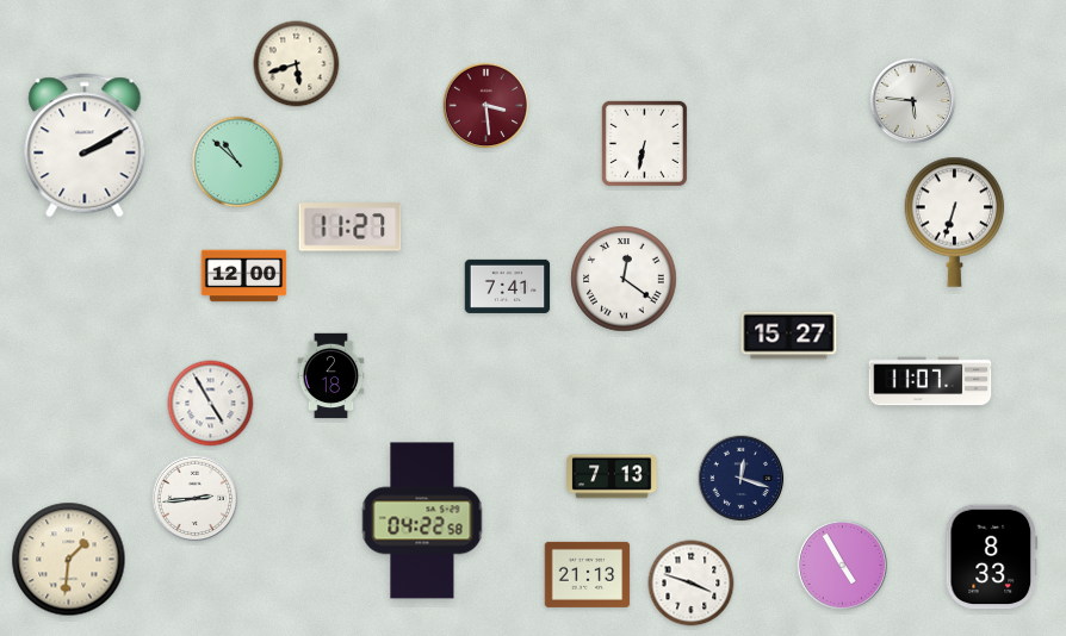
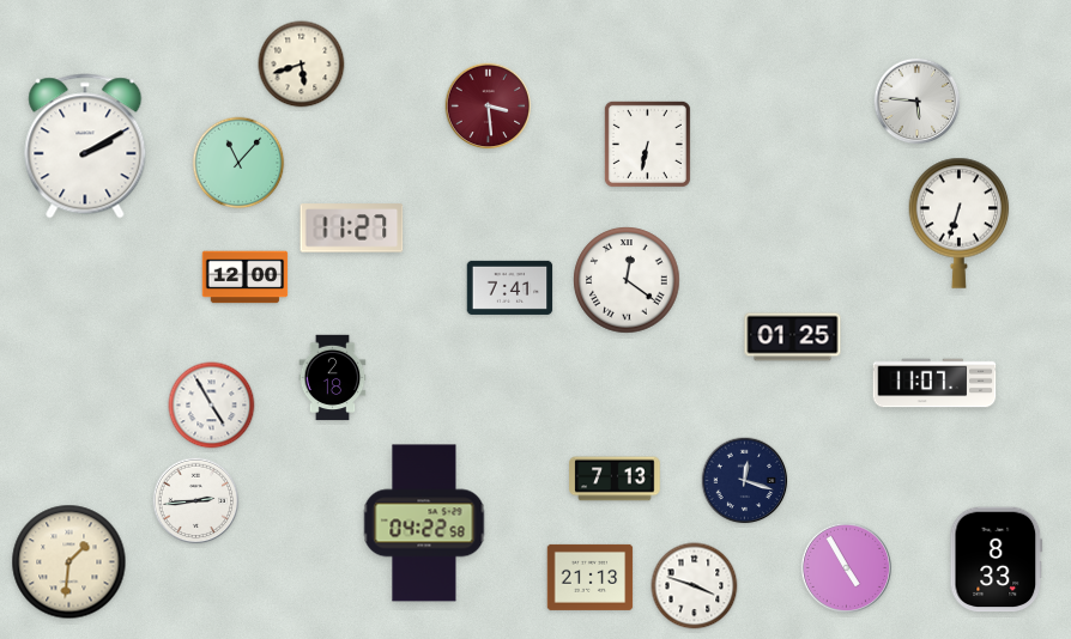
clock at (297, 64) position: (297, 64) -> (302, 65)
clock at (237, 162): 10:52 -> 11:07
clock at (789, 336): 15:27 -> 01:25
